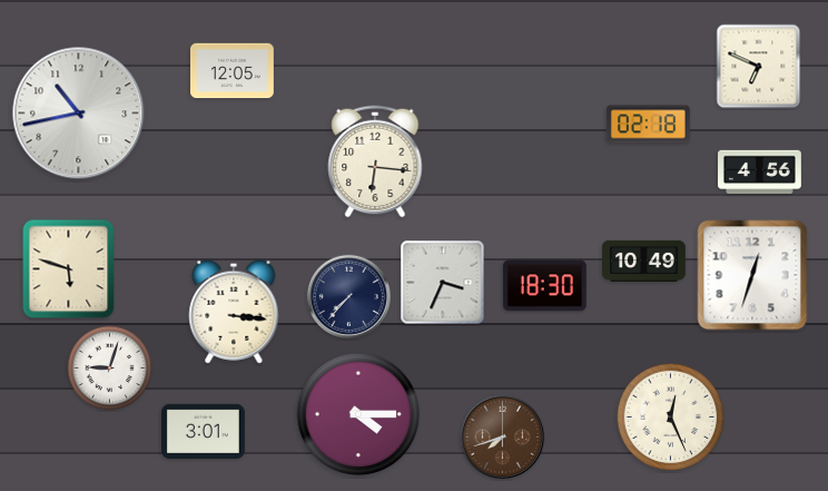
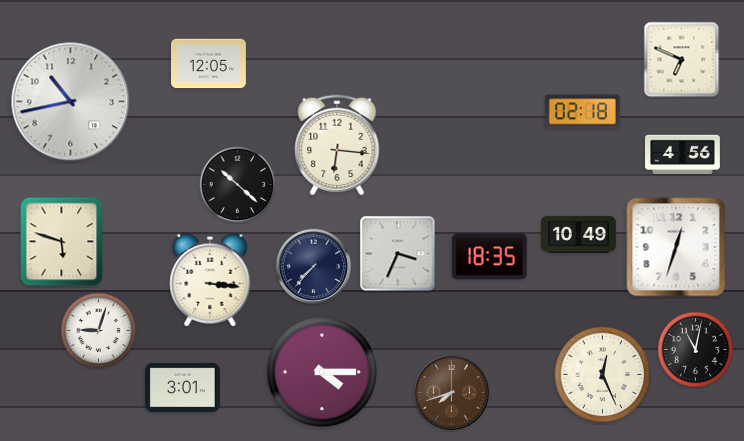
clock at (238, 185): none -> 10:22
clock at (544, 286): 18:30 -> 18:35
clock at (696, 350): none -> 11:02
